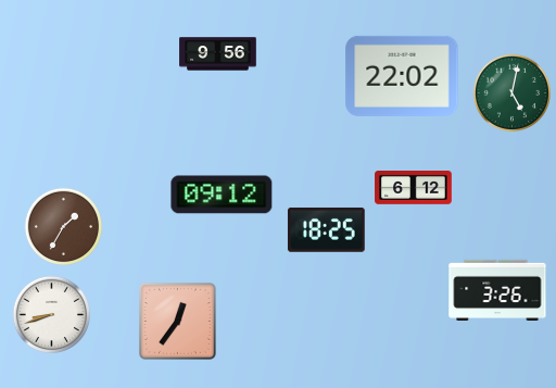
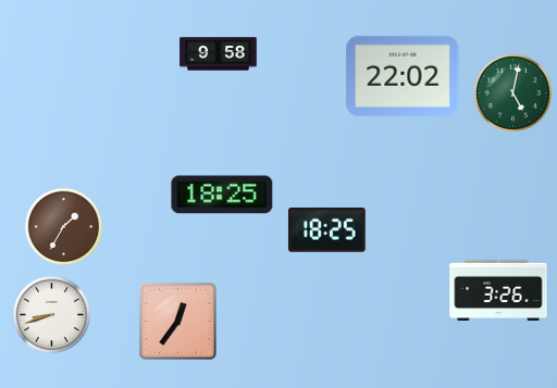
clock at (218, 54): 9:56 -> 9:58
clock at (414, 188): 6:12 -> none
clock at (222, 195): 09:12 -> 18:25
